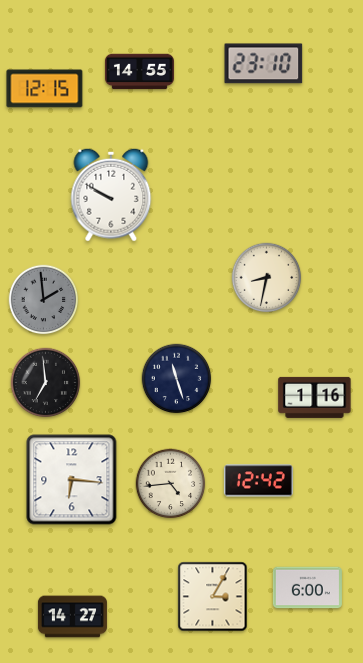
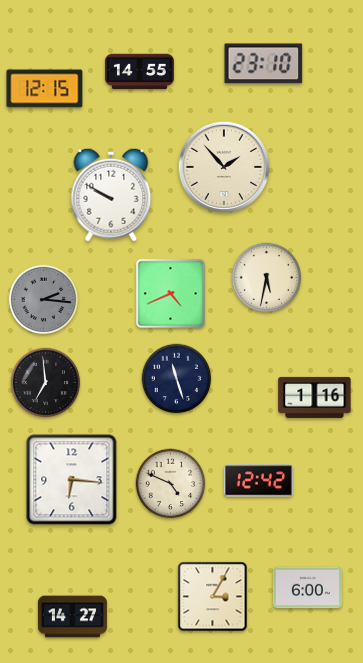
clock at (223, 166): none -> 1:53
clock at (267, 278): 8:32 -> 5:32
clock at (171, 294): none -> 4:41
clock at (44, 300): 1:59 -> 2:16
clock at (171, 484): 4:44 -> 4:49
